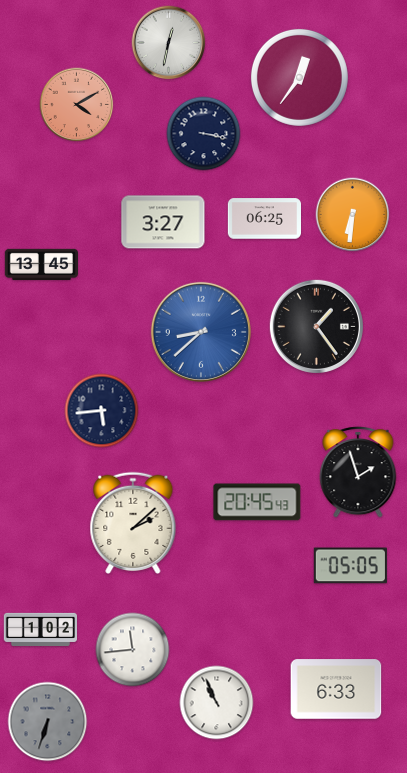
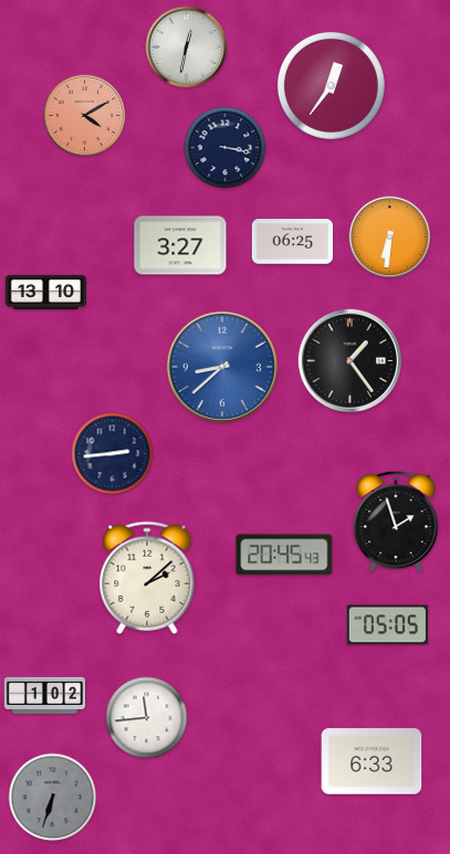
clock at (41, 264): 13:45 -> 13:10
clock at (102, 411): 5:44 -> 2:44
clock at (217, 703): 10:56 -> none
